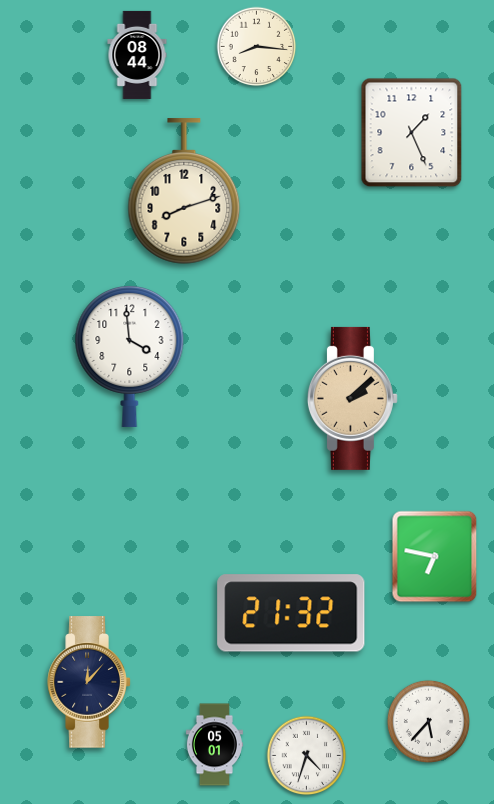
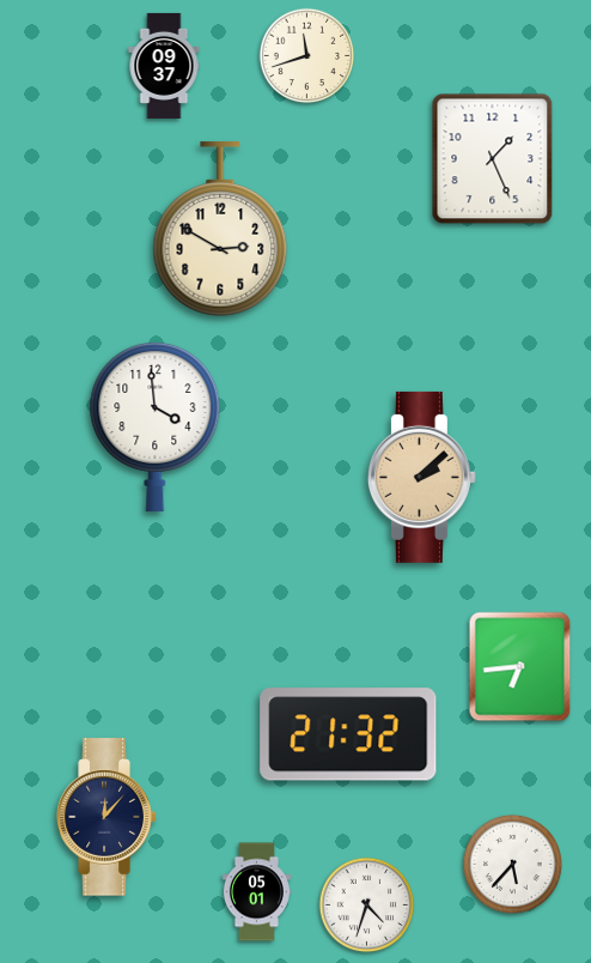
clock at (257, 47): 8:16 -> 11:42
clock at (137, 55): 08:44 -> 09:37
clock at (184, 191): 8:12 -> 2:50
clock at (435, 557): 6:47 -> 6:44
